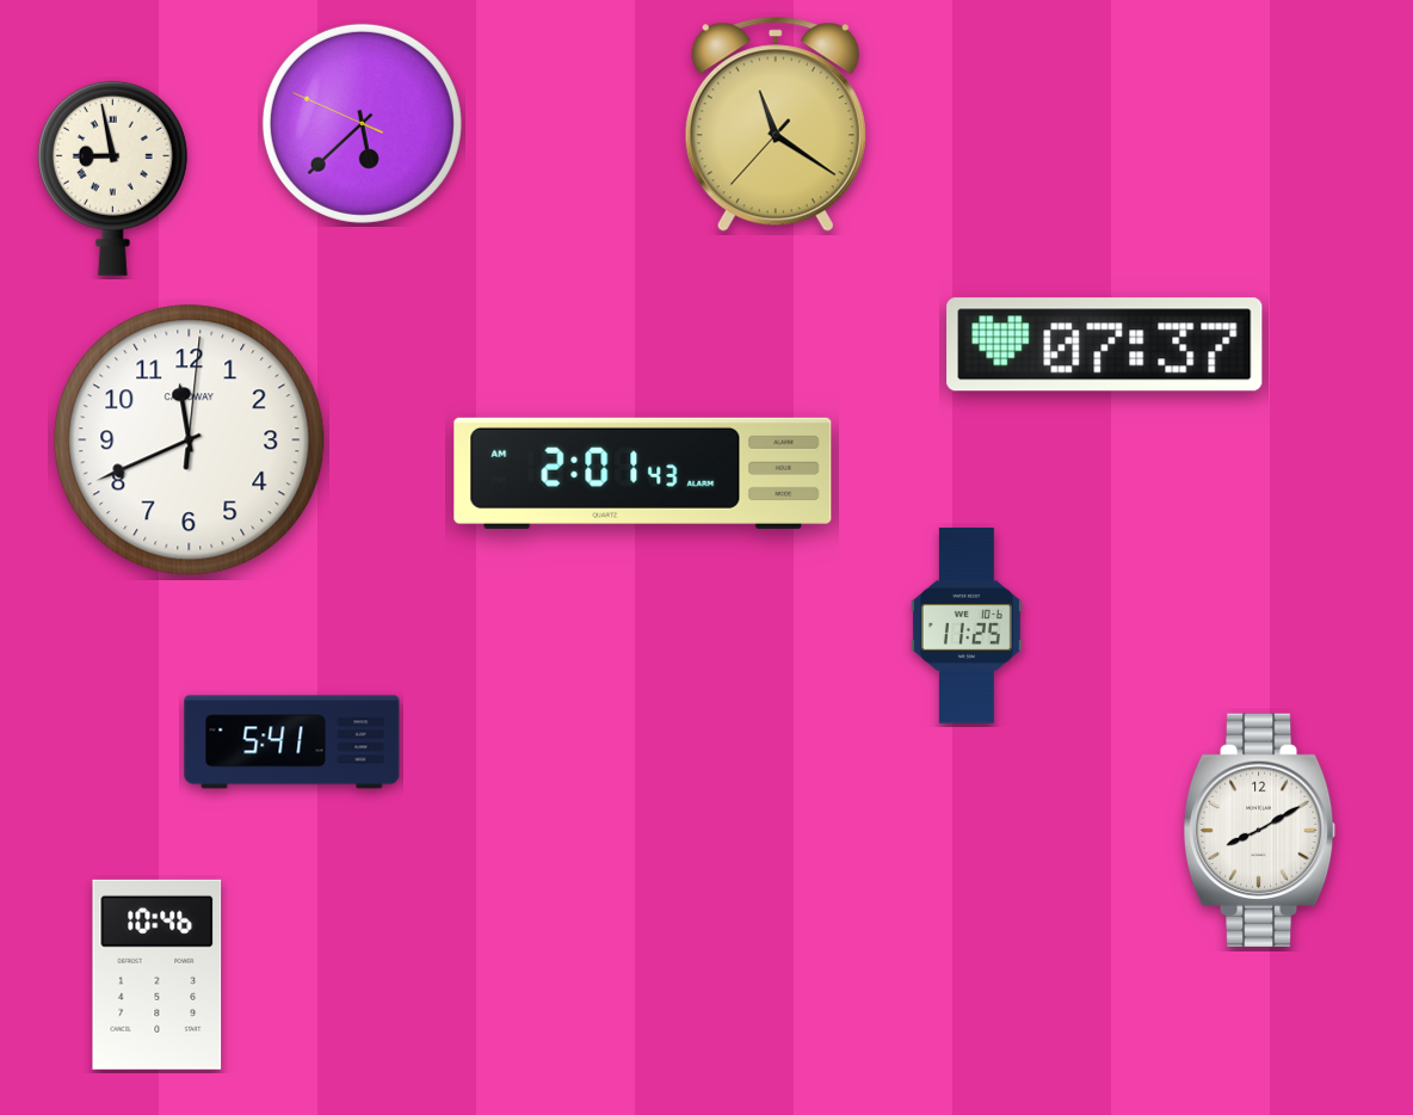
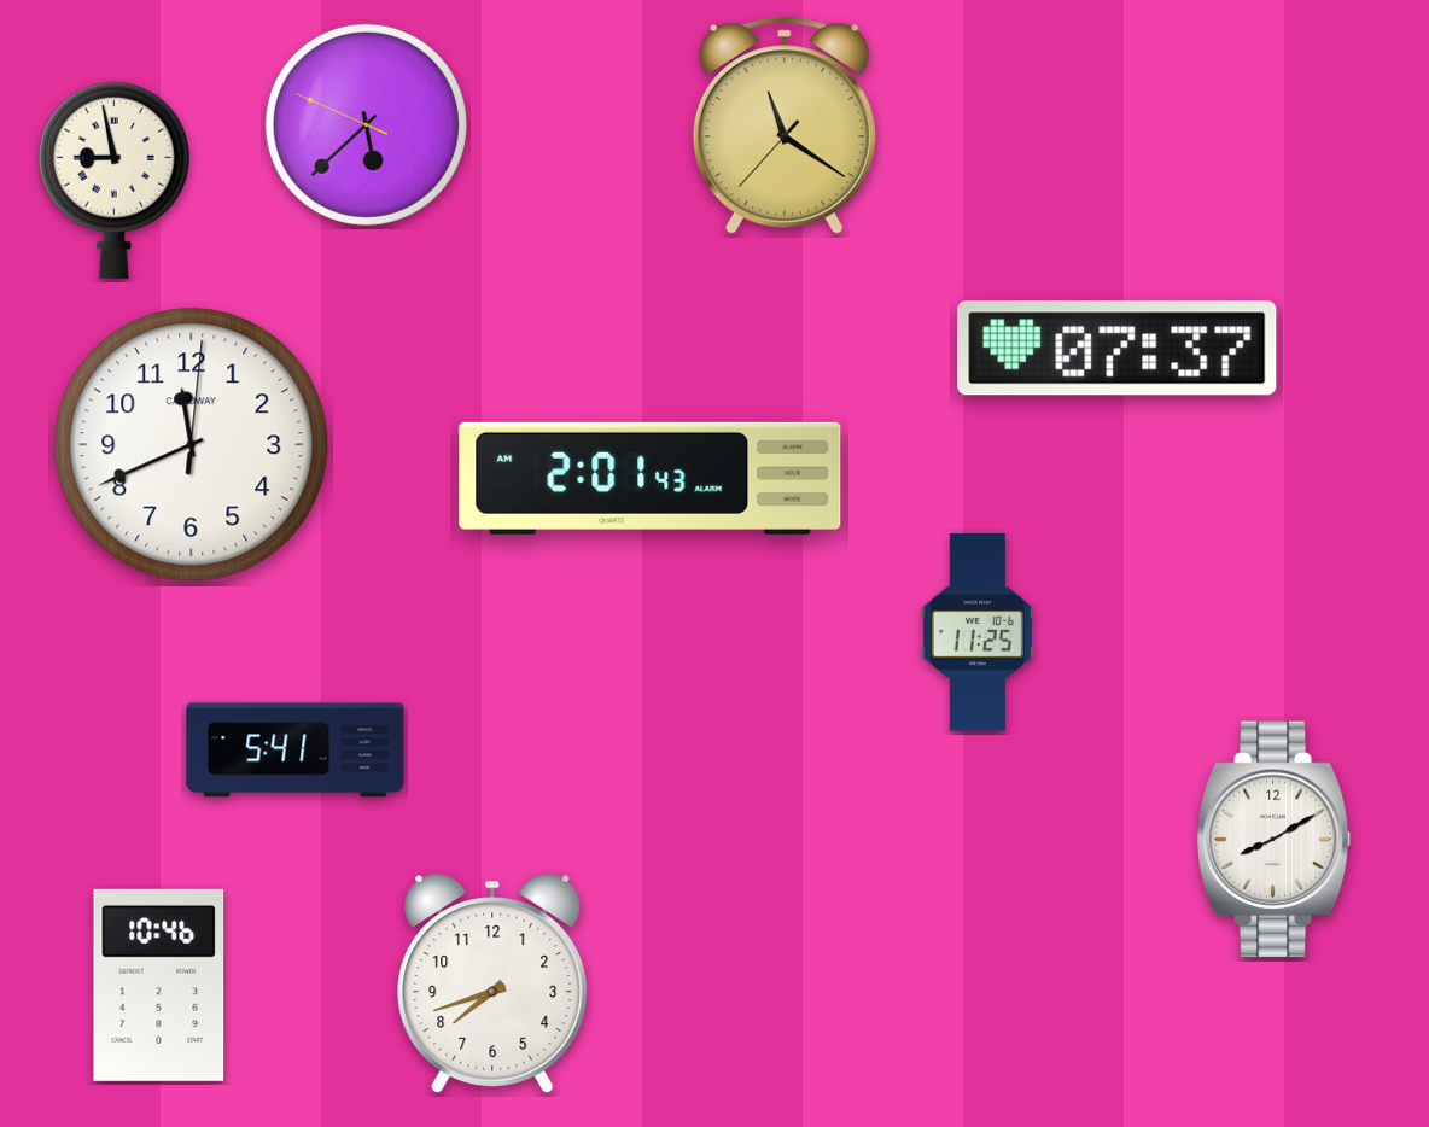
clock at (492, 985): none -> 7:42
